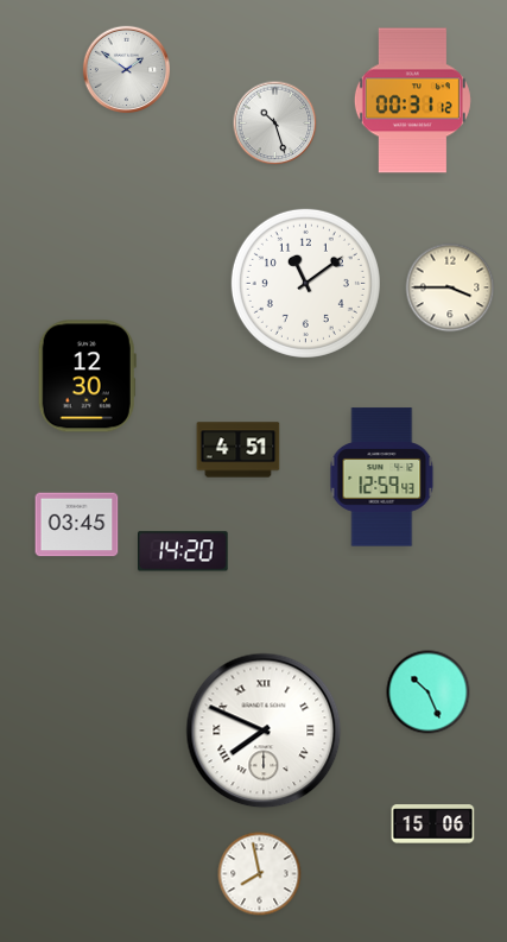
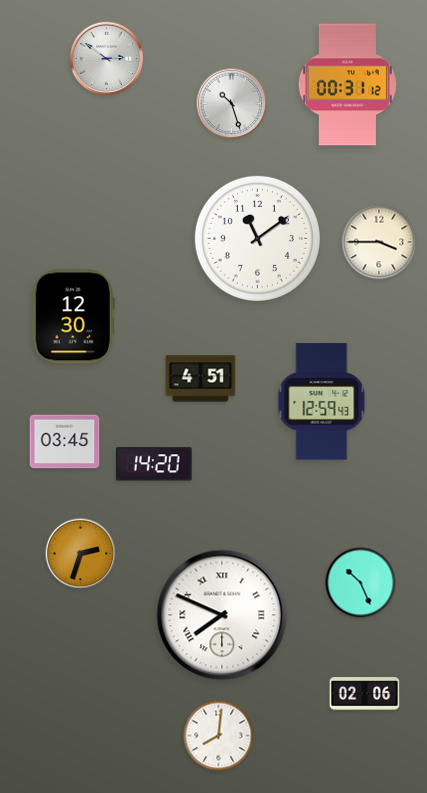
clock at (127, 70): 1:51 -> 2:51
clock at (81, 554): none -> 2:33
clock at (433, 824): 15:06 -> 02:06
clock at (260, 874): 7:58 -> 8:01
